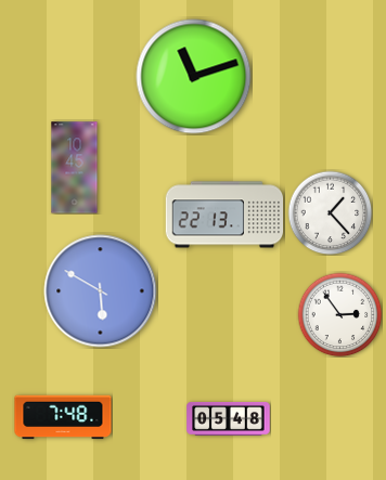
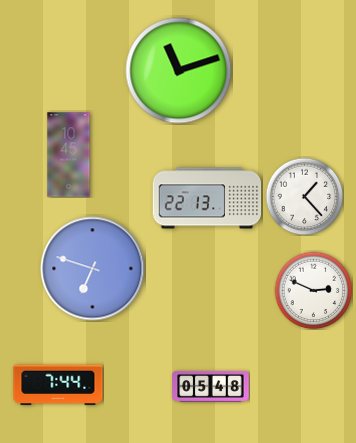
clock at (101, 291): 5:50 -> 6:48
clock at (339, 314): 2:54 -> 2:49
clock at (63, 417): 7:48 -> 7:44
